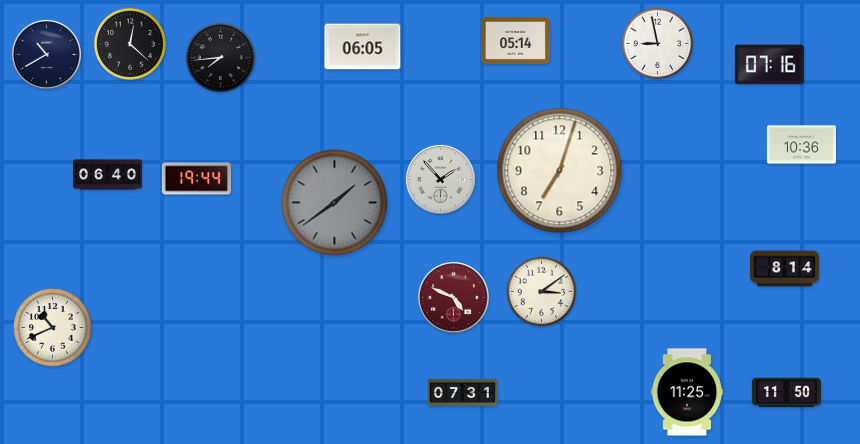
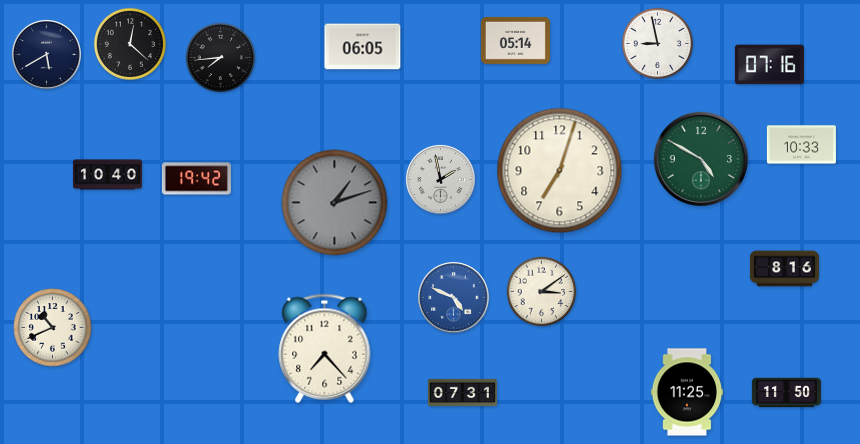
clock at (46, 54): 10:40 -> 5:40
clock at (801, 145): 10:36 -> 10:33
clock at (701, 159): none -> 4:50
clock at (107, 175): 06:40 -> 10:40
clock at (196, 179): 19:44 -> 19:42
clock at (440, 179): 1:53 -> 1:58
clock at (335, 203): 1:39 -> 1:12
clock at (784, 269): 8:14 -> 8:16
clock at (454, 298) dial: burgundy -> blue
clock at (325, 348): none -> 7:23
